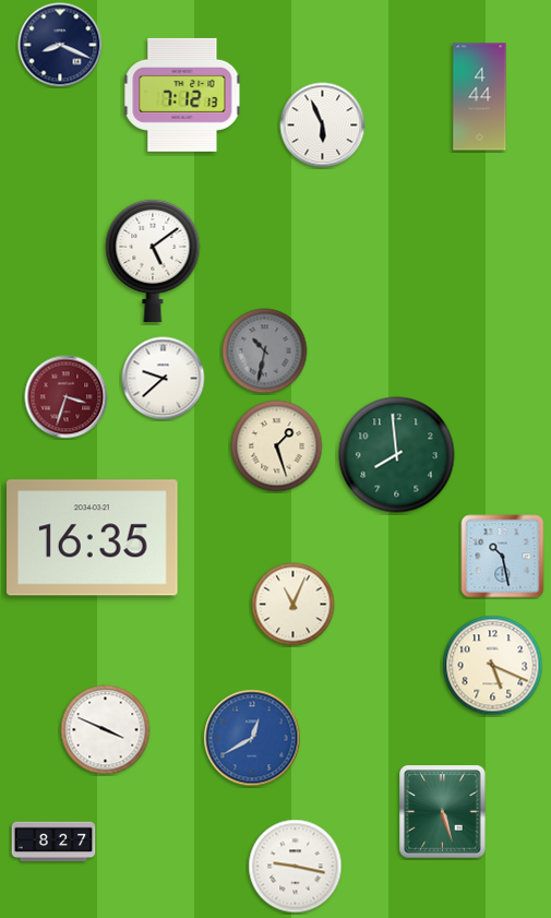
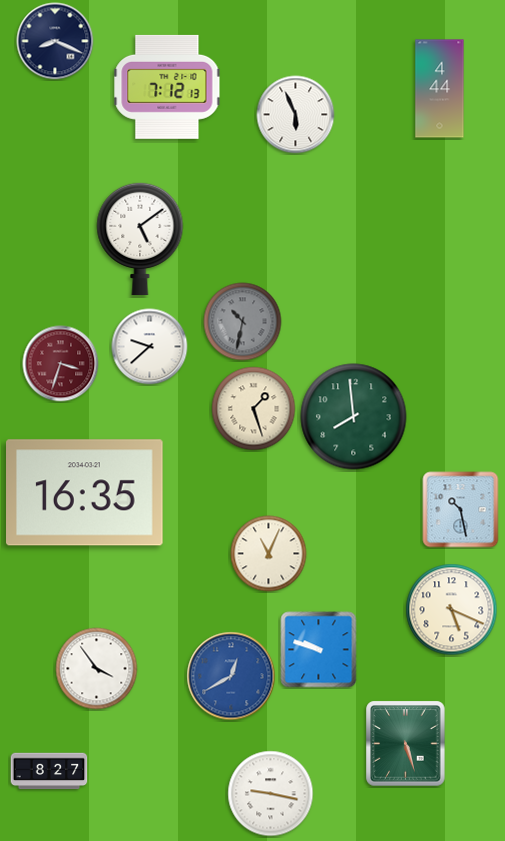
clock at (397, 455) position: (397, 455) -> (354, 417)
clock at (319, 650): none -> 9:48
clock at (106, 730): 3:49 -> 3:54
